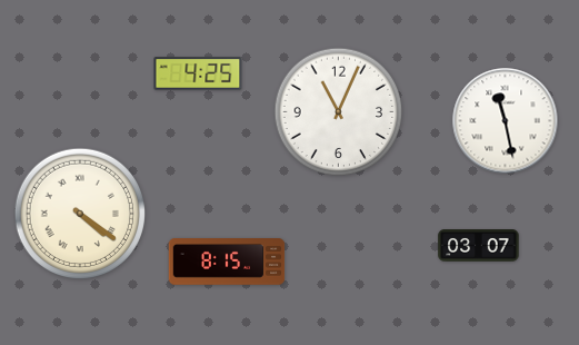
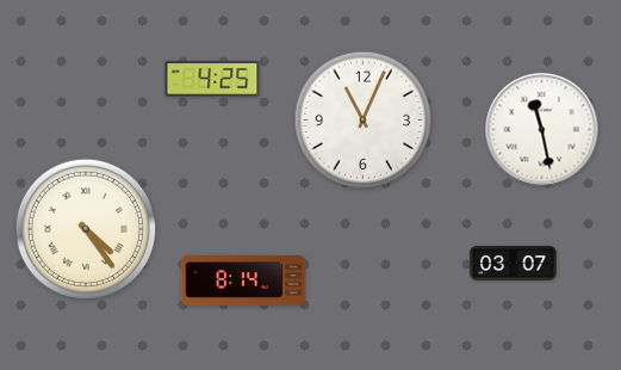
clock at (79, 213): 4:21 -> 4:24
clock at (227, 263): 8:15 -> 8:14
